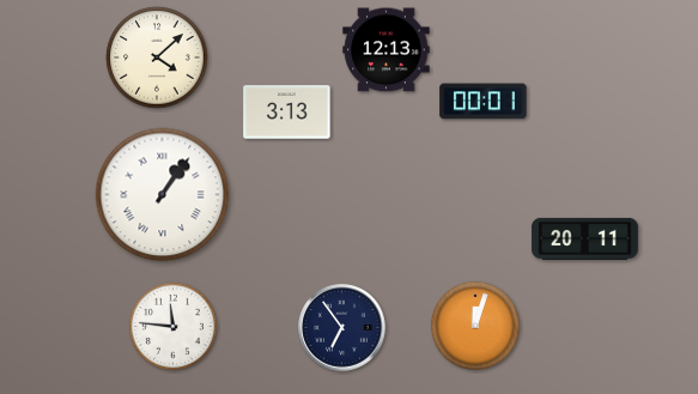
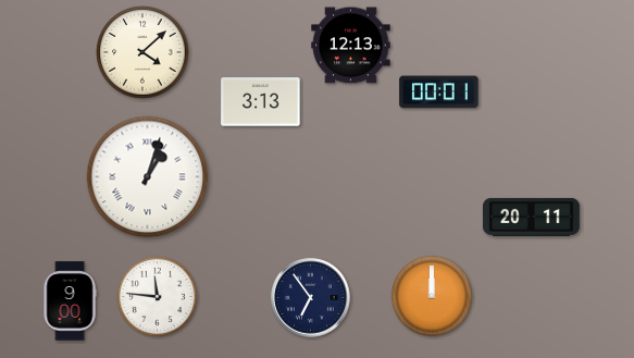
clock at (163, 195): 1:06 -> 1:03
clock at (475, 326): 12:03 -> 12:00
clock at (70, 301): none -> 9:00
